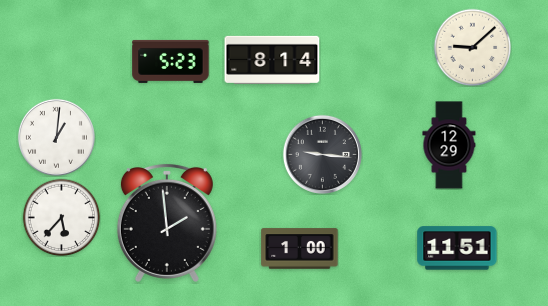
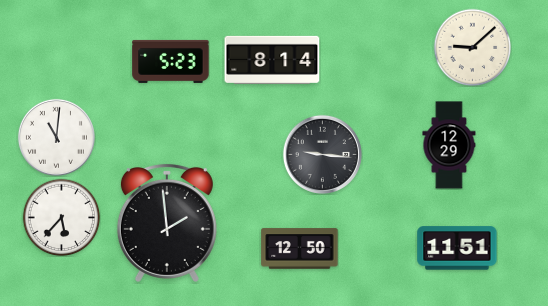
clock at (56, 137): 1:01 -> 11:01
clock at (300, 249): 1:00 -> 12:50
